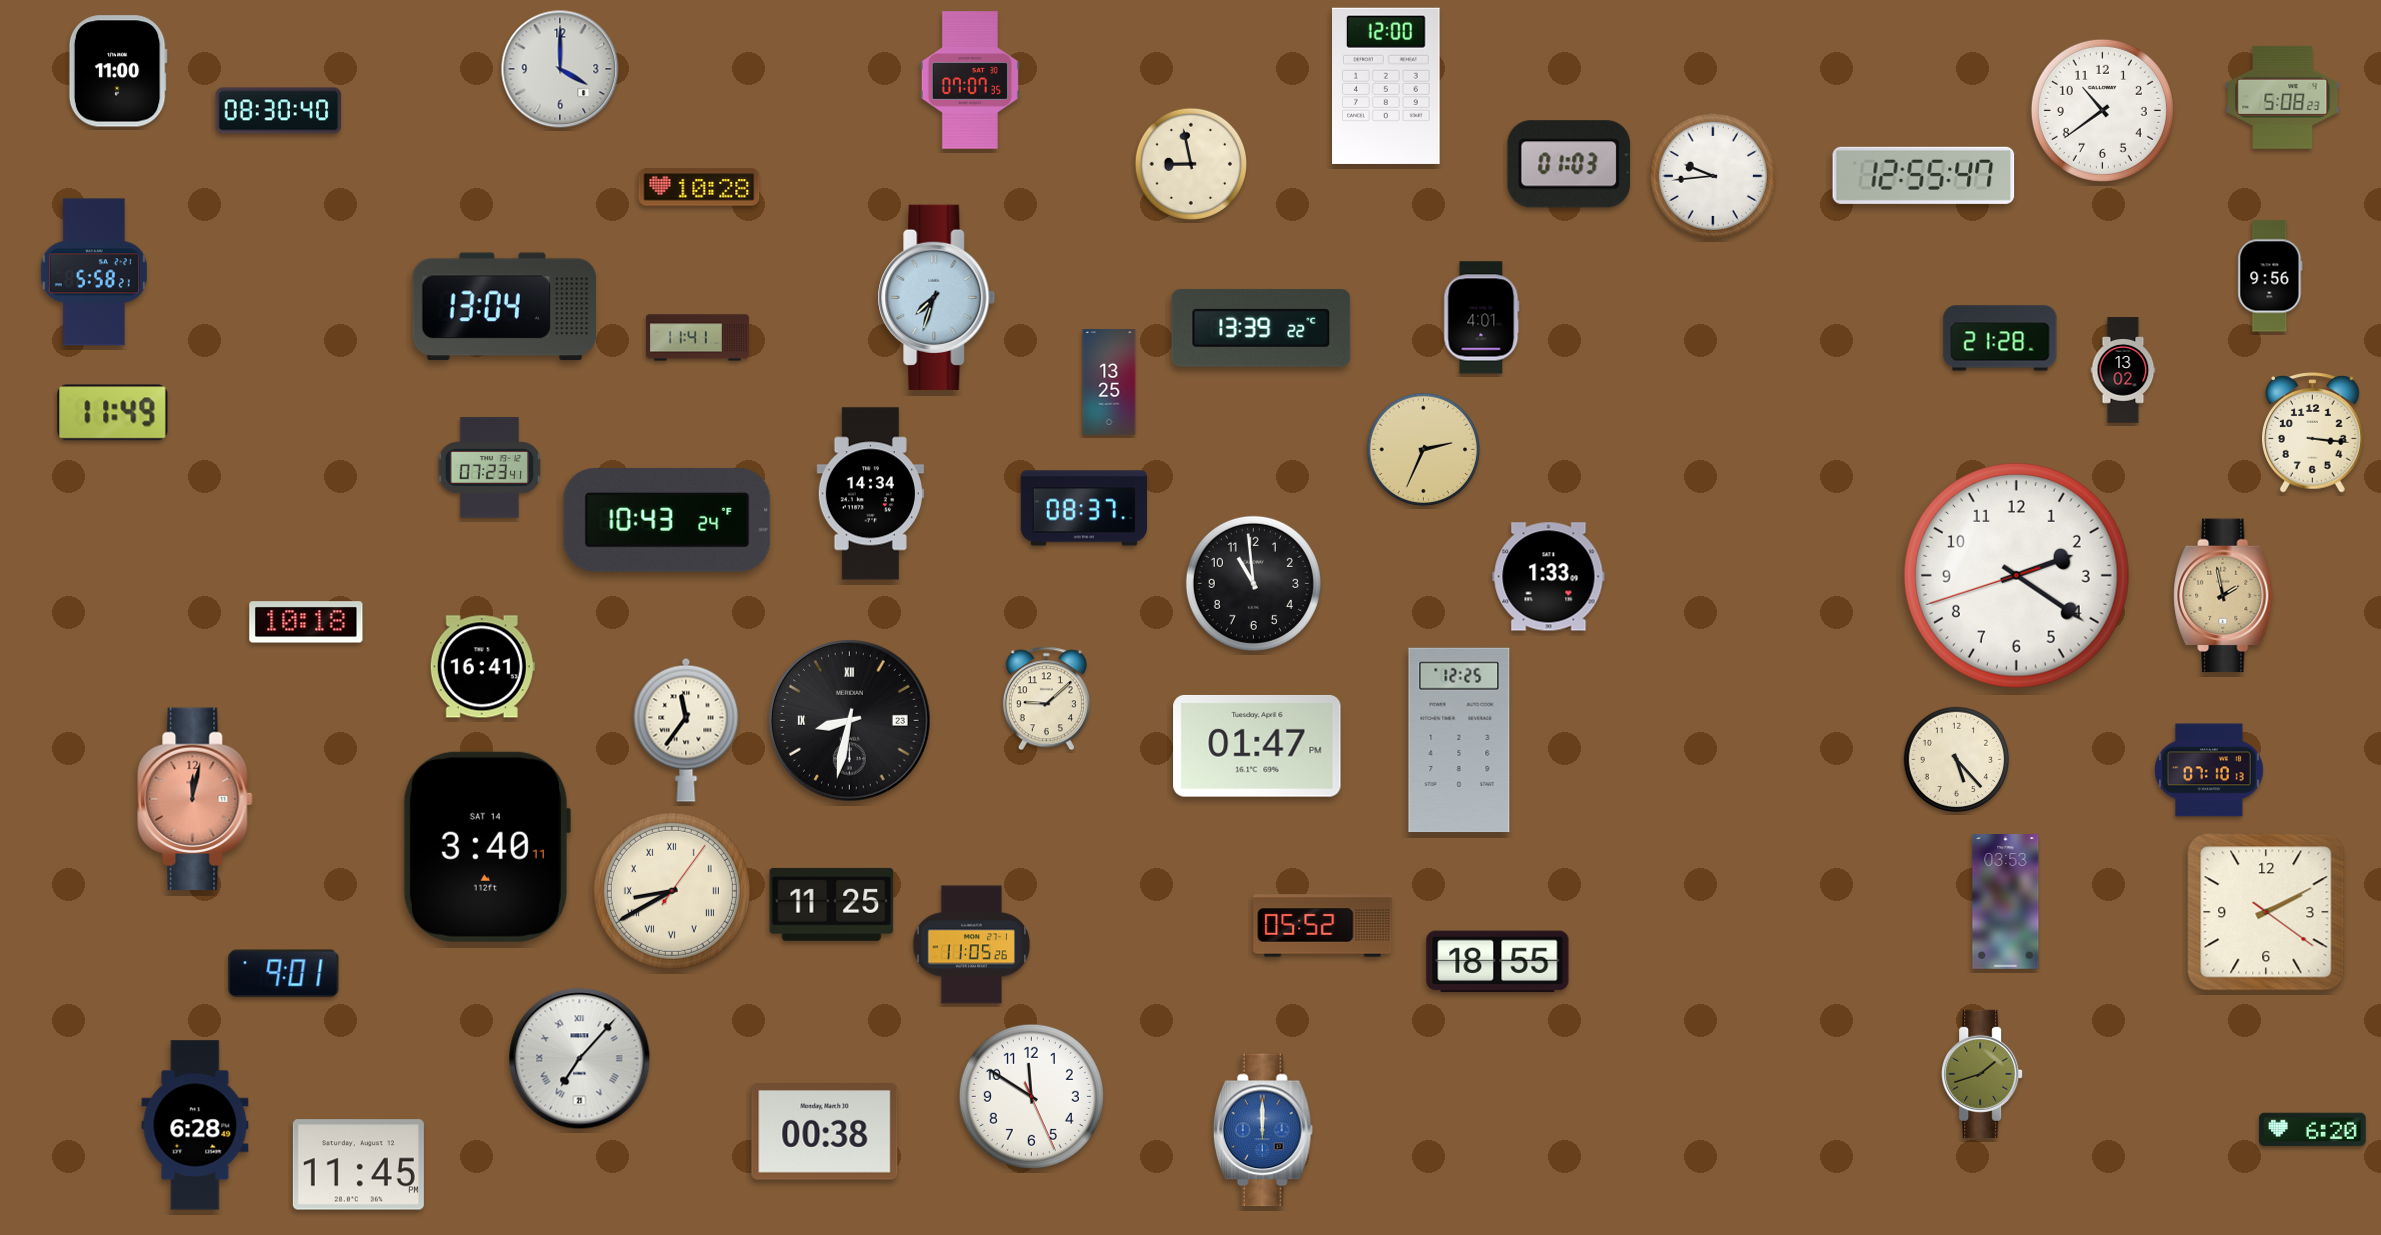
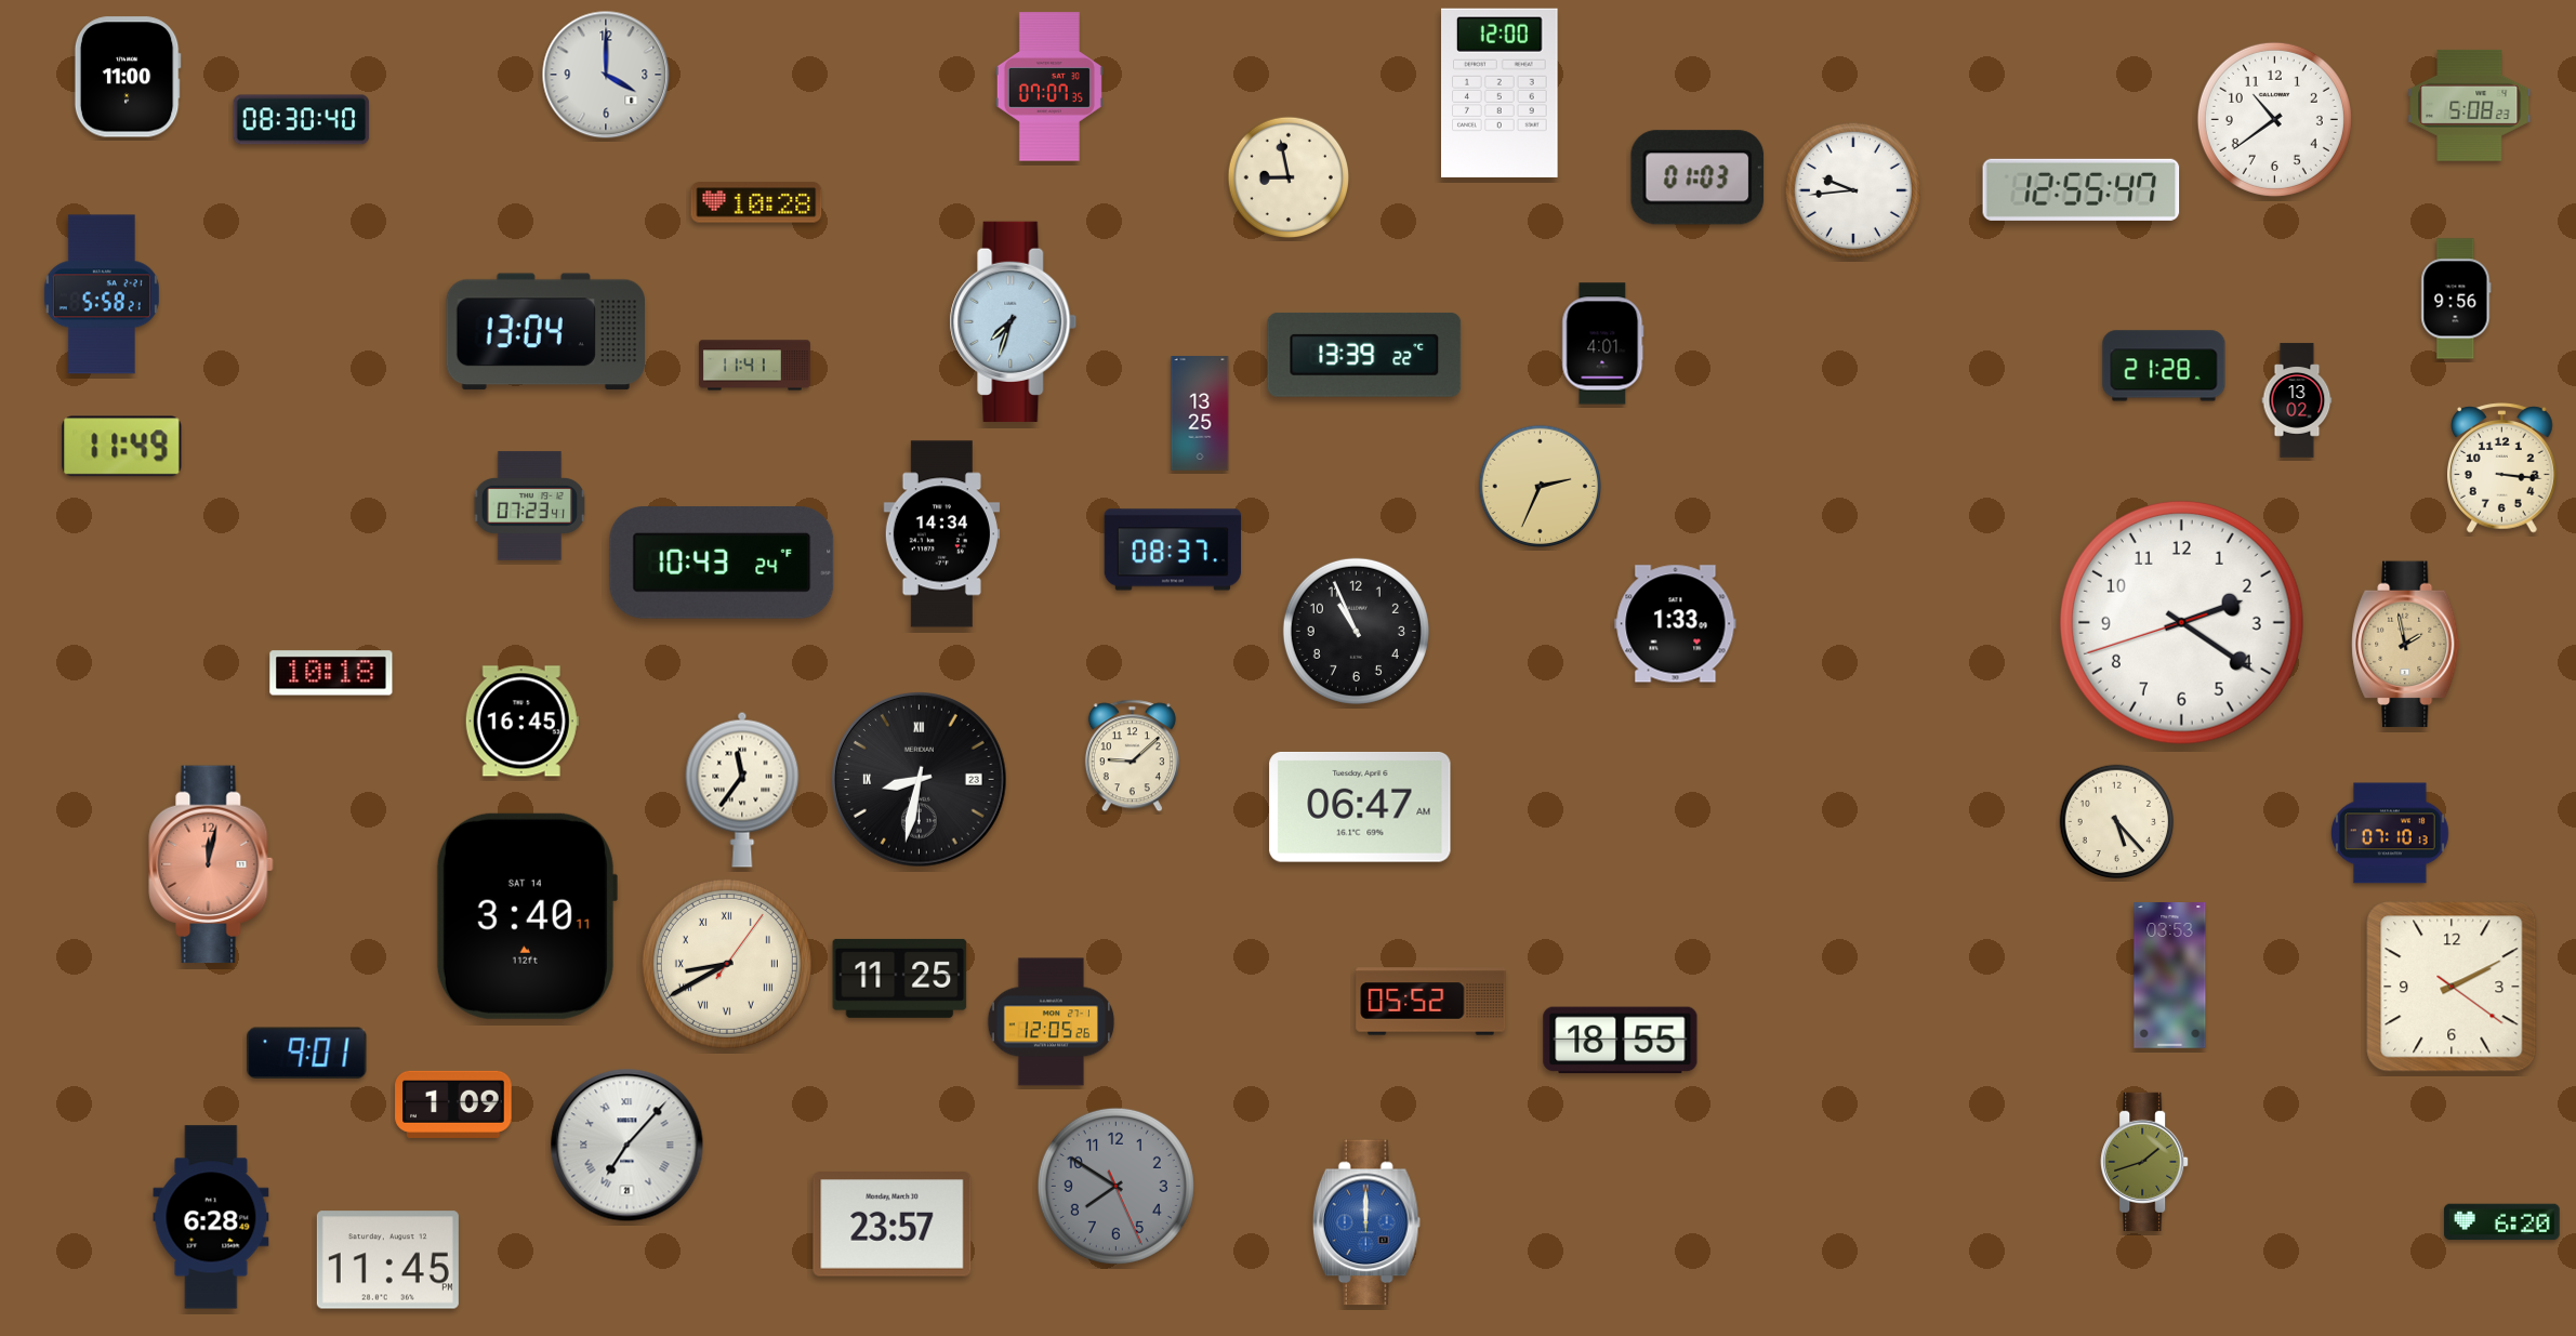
clock at (1253, 583): 10:59 -> 10:56
clock at (482, 667): 16:41 -> 16:45
clock at (1459, 740): 12:25 -> none
clock at (1257, 746): 01:47 -> 06:47
clock at (972, 945): 11:05 -> 12:05
clock at (453, 1104): none -> 1:09
clock at (1031, 1096): 11:50 -> 7:50
clock at (1031, 1096) dial: white -> grey
clock at (825, 1132): 00:38 -> 23:57
